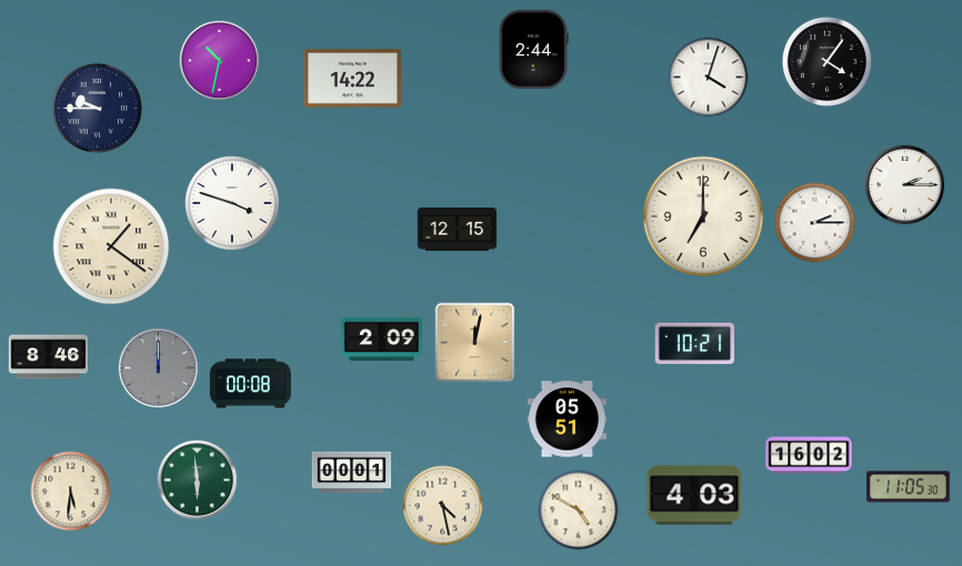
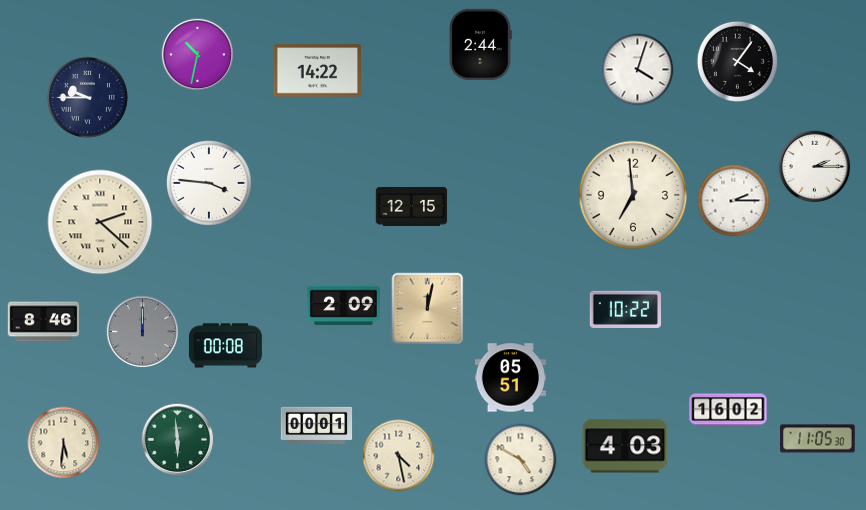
clock at (826, 61) position: (826, 61) -> (737, 61)
clock at (233, 204): 3:48 -> 3:46
clock at (703, 216): 7:00 -> 6:59
clock at (111, 246): 1:21 -> 2:22
clock at (694, 343): 10:21 -> 10:22
clock at (198, 481) position: (198, 481) -> (178, 440)
